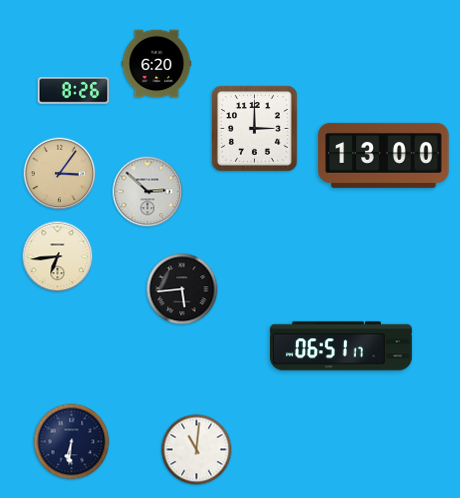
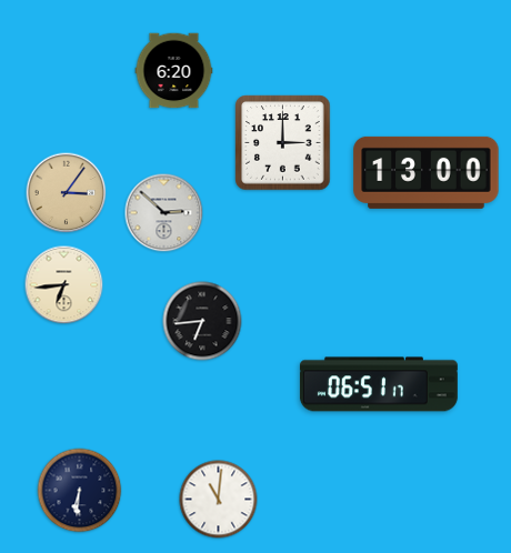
clock at (74, 90): 8:26 -> none
clock at (182, 289): 5:44 -> 6:44
